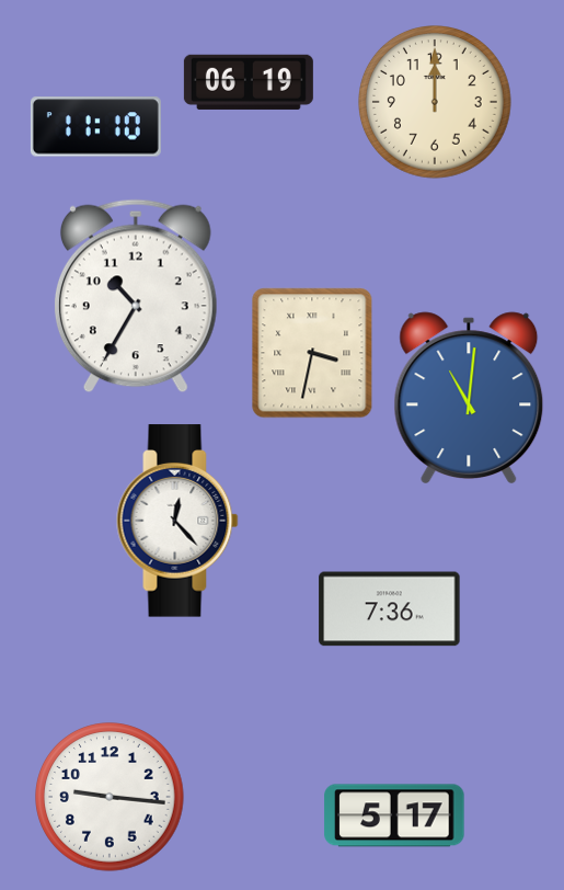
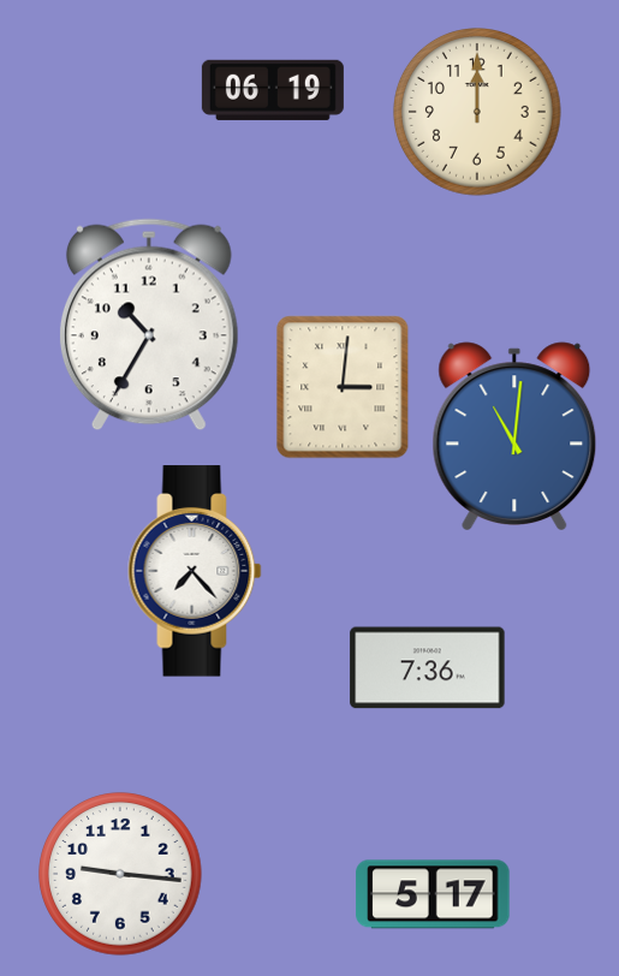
clock at (95, 127): 11:10 -> none
clock at (312, 353): 3:32 -> 3:01
clock at (177, 521): 12:23 -> 7:23
